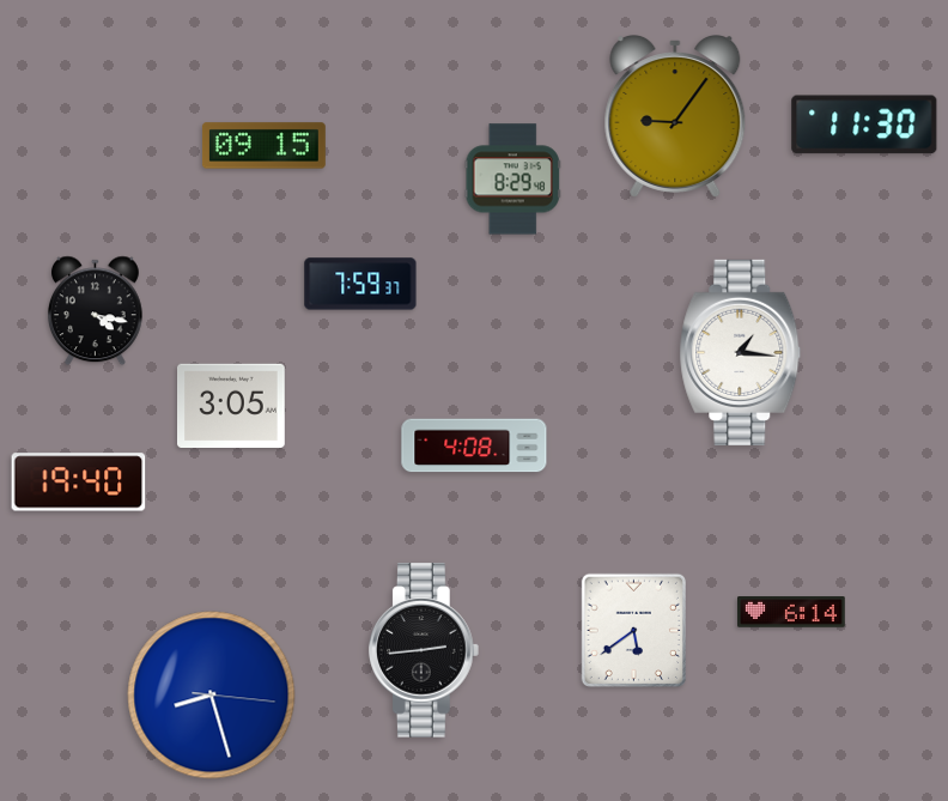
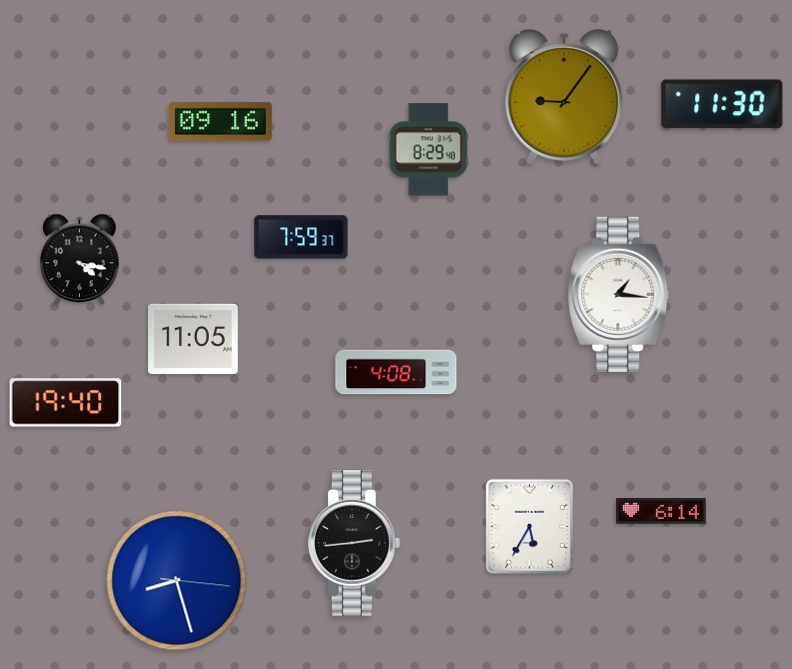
clock at (263, 146): 09:15 -> 09:16
clock at (232, 406): 3:05 -> 11:05
clock at (633, 630): 5:39 -> 5:35
